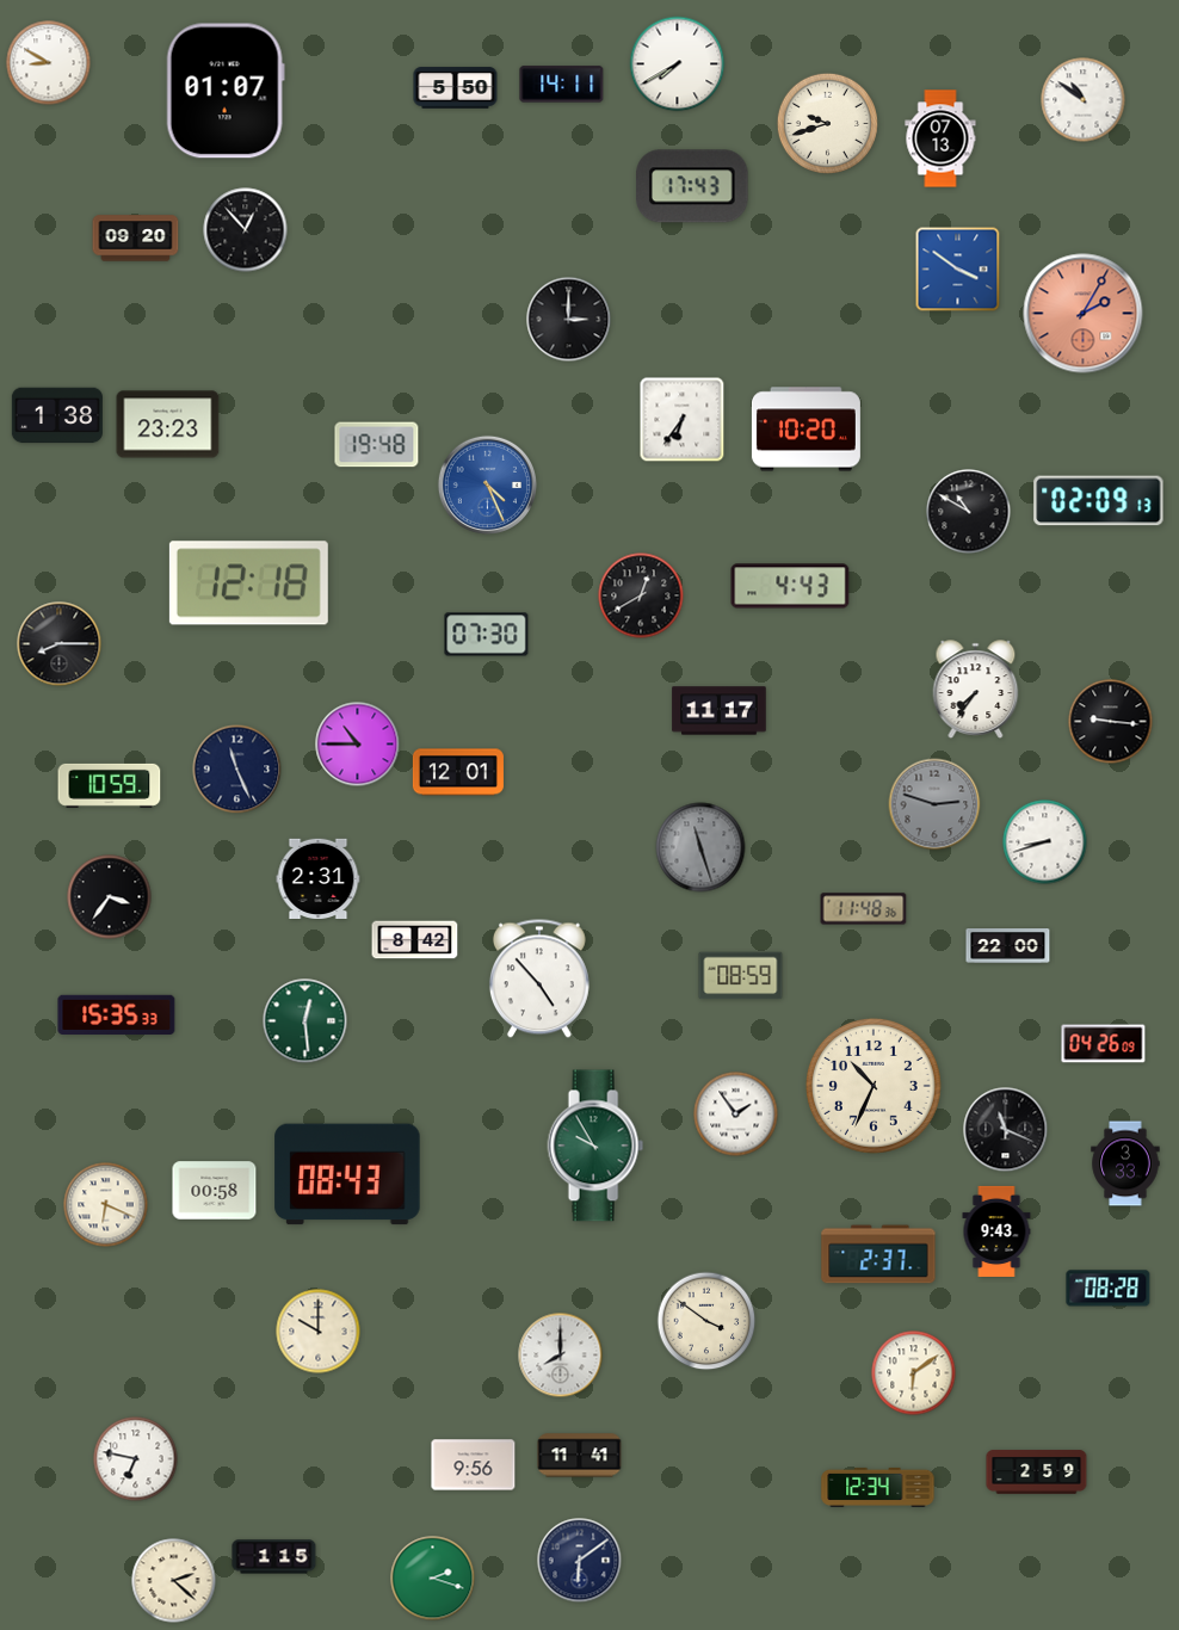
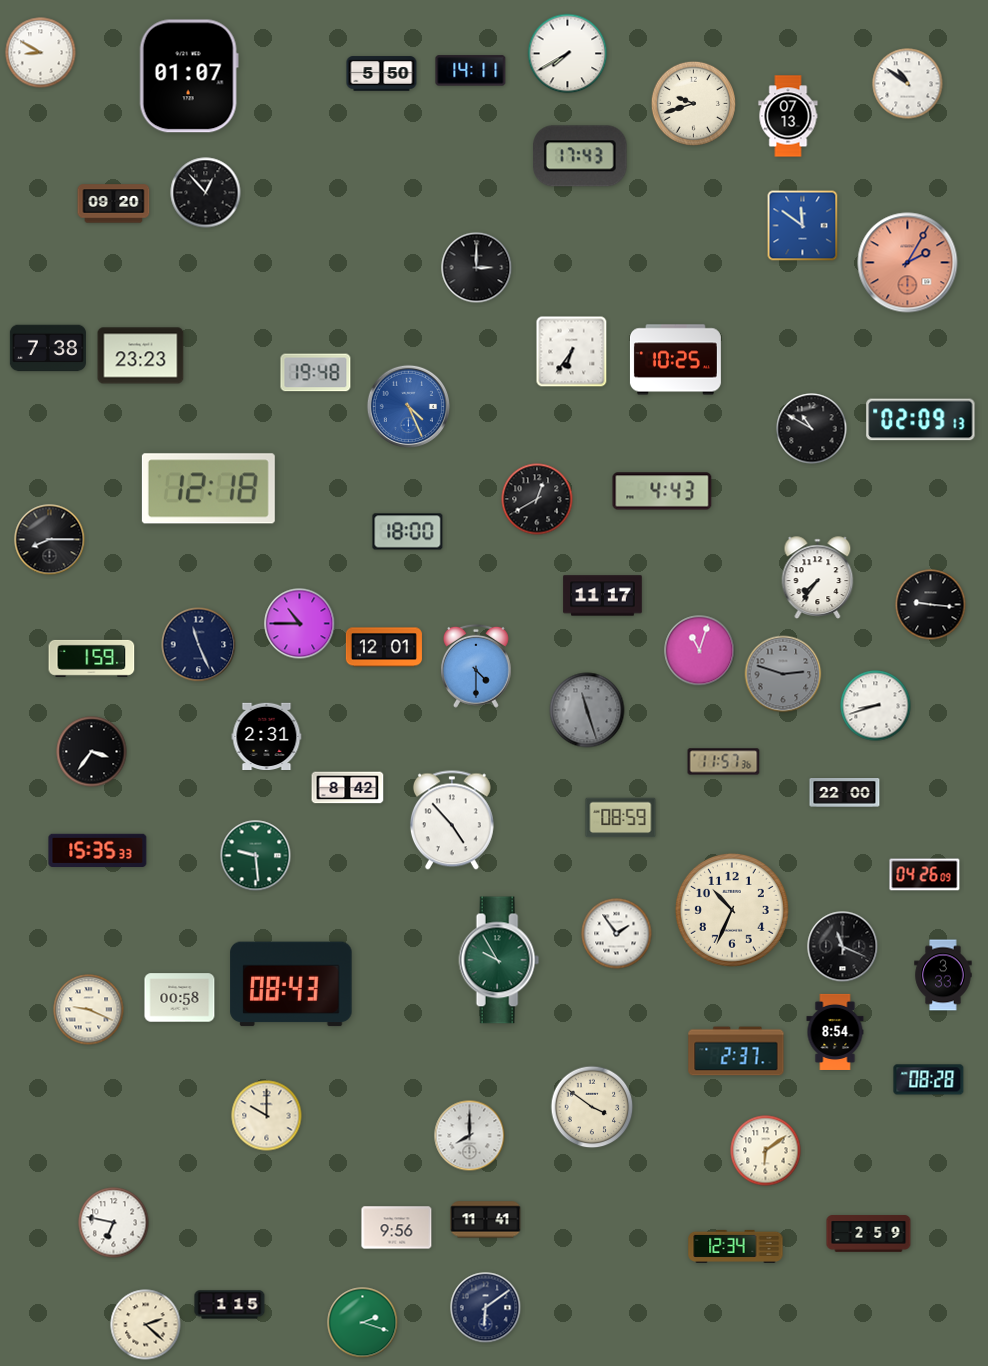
clock at (136, 239) position: (136, 239) -> (114, 204)
clock at (958, 270): 3:51 -> 11:51
clock at (57, 415): 1:38 -> 7:38
clock at (805, 430): 10:20 -> 10:25
clock at (487, 635): 07:30 -> 18:00
clock at (700, 651): none -> 11:03
clock at (110, 785): 10:59 -> 1:59
clock at (476, 666): none -> 4:30
clock at (864, 909): 11:48 -> 11:57
clock at (305, 1021): 12:29 -> 9:29
clock at (106, 1205): 6:19 -> 9:19
clock at (996, 1231): 9:43 -> 8:54
